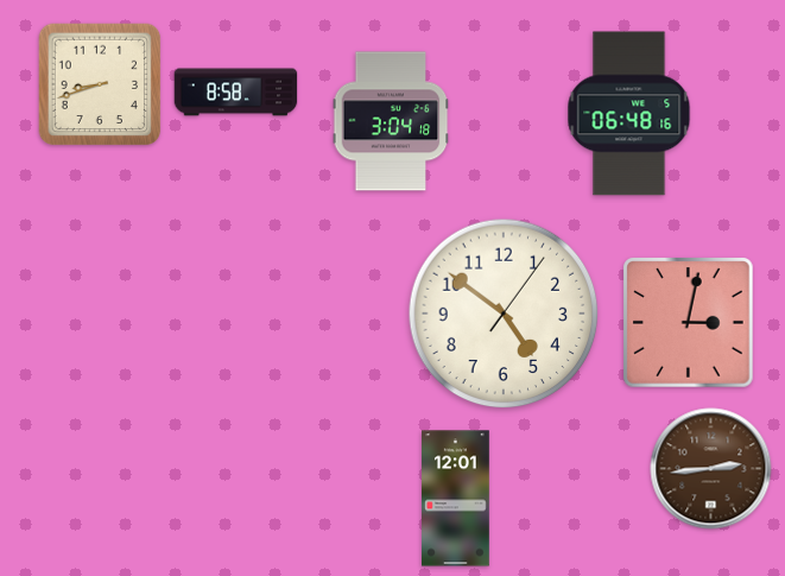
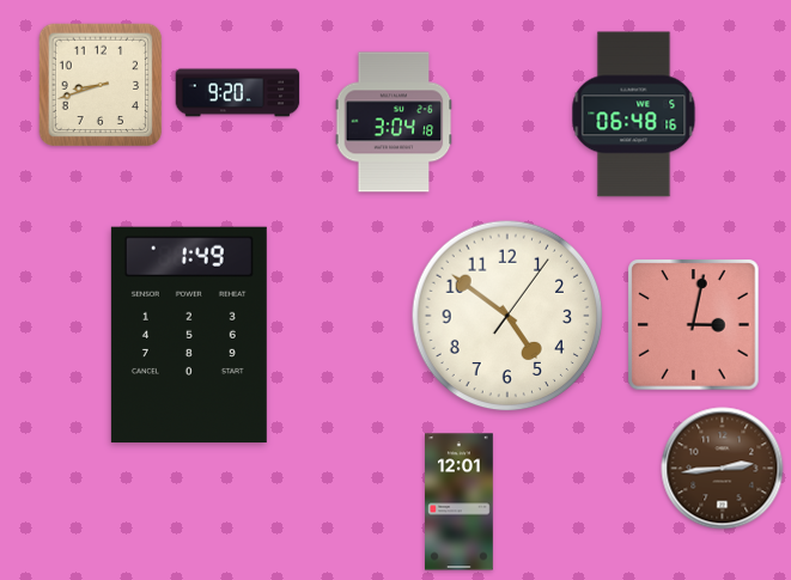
clock at (236, 93): 8:58 -> 9:20
clock at (189, 335): none -> 1:49
clock at (711, 469) position: (711, 469) -> (723, 469)
